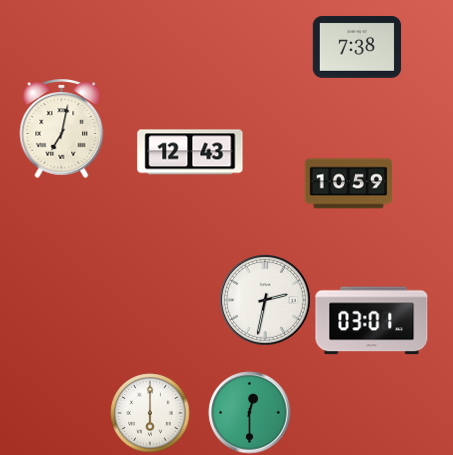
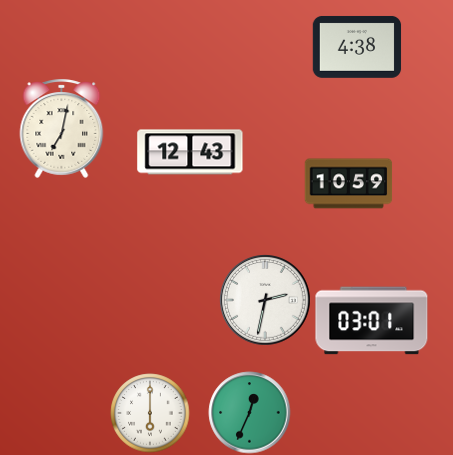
clock at (357, 47): 7:38 -> 4:38
clock at (250, 413): 12:30 -> 12:34
